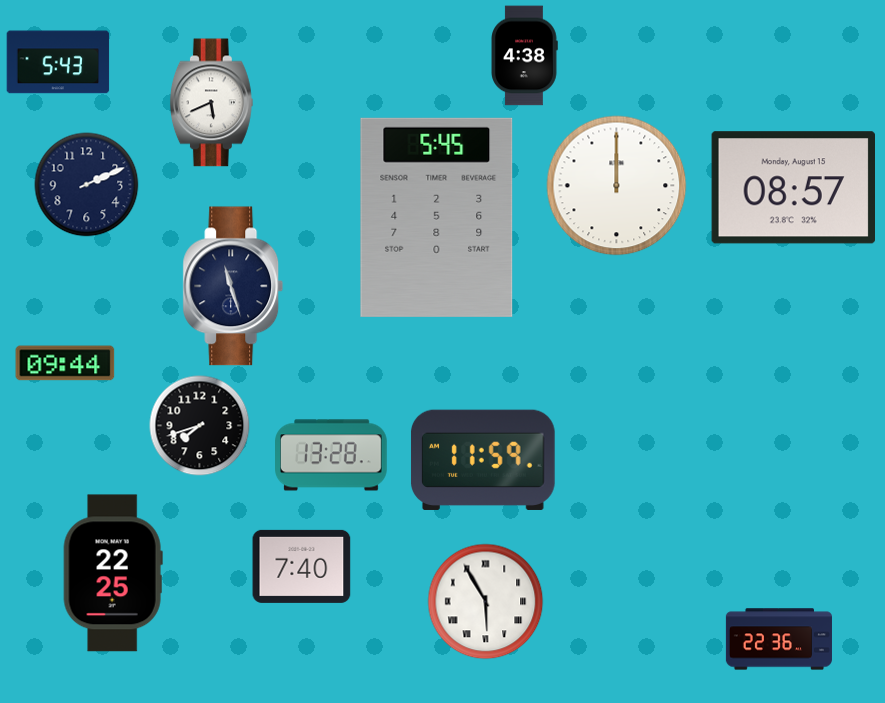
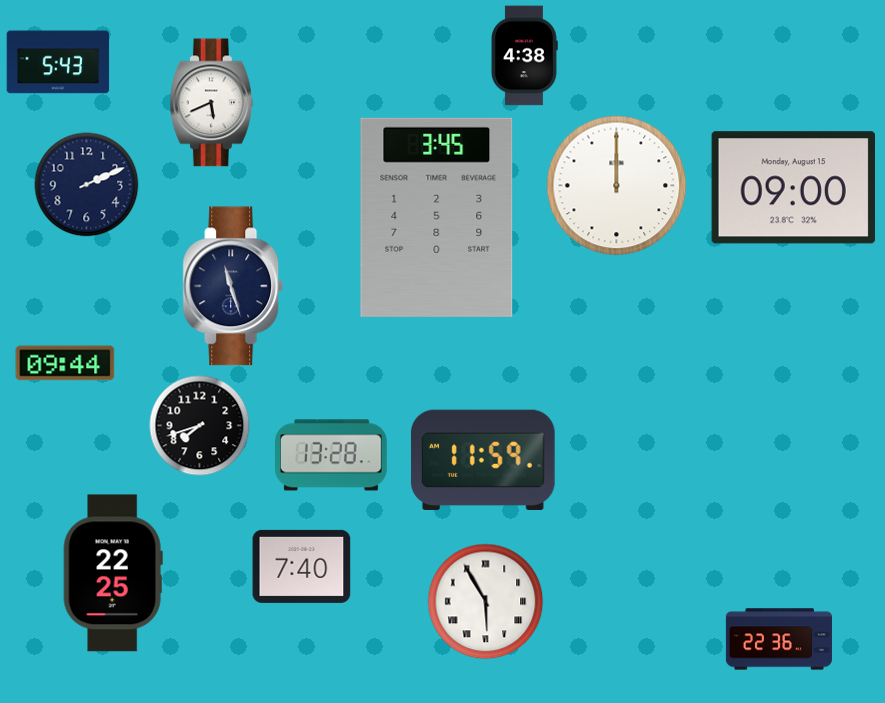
clock at (793, 188): 08:57 -> 09:00
clock at (437, 217): 5:45 -> 3:45
